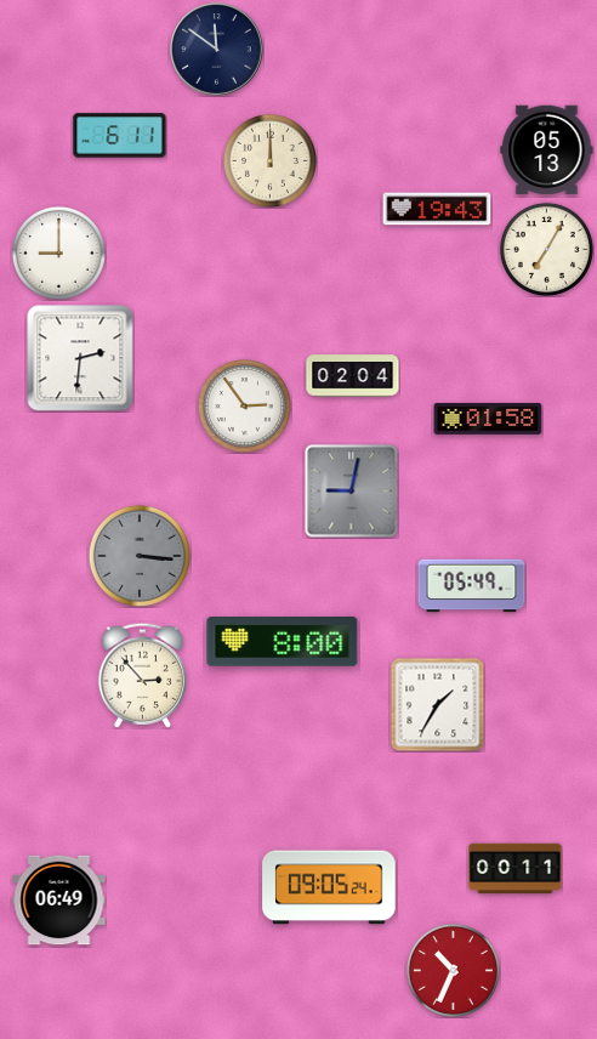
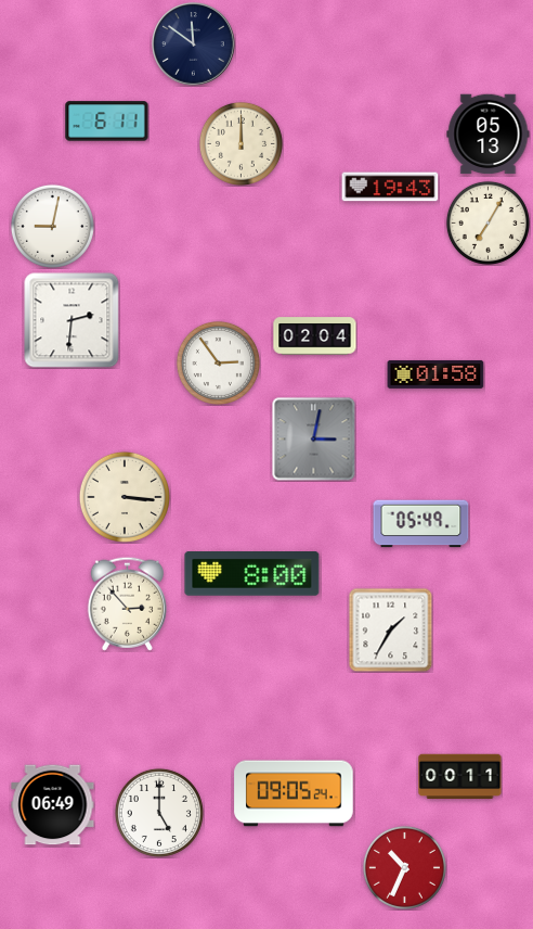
clock at (58, 252): 9:00 -> 9:02
clock at (352, 492): 9:02 -> 3:02
clock at (140, 556) dial: grey -> cream
clock at (159, 813): none -> 5:00
